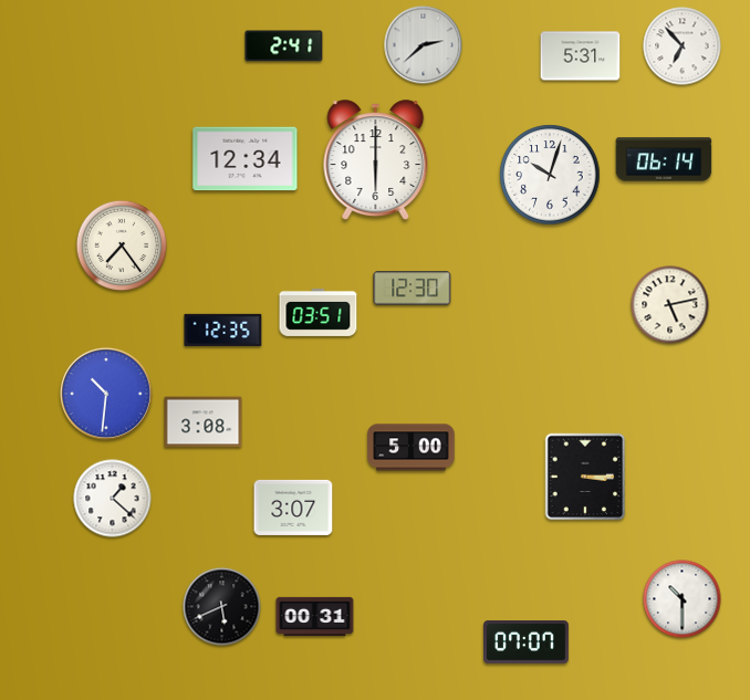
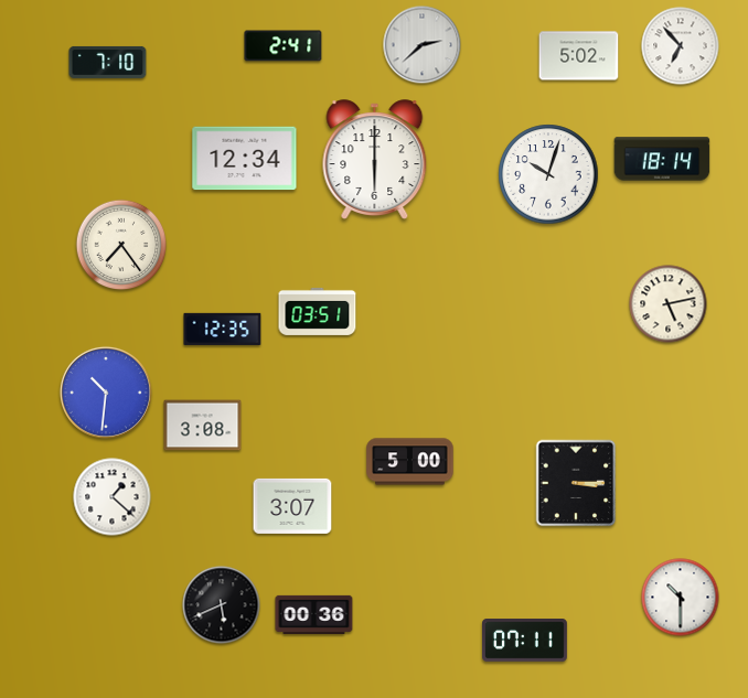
clock at (581, 56): 5:31 -> 5:02
clock at (108, 62): none -> 7:10
clock at (664, 159): 06:14 -> 18:14
clock at (413, 289): 12:30 -> none
clock at (204, 422) position: (204, 422) -> (203, 426)
clock at (412, 448) position: (412, 448) -> (410, 462)
clock at (585, 477) position: (585, 477) -> (576, 483)
clock at (315, 616): 00:31 -> 00:36
clock at (527, 642): 07:07 -> 07:11
